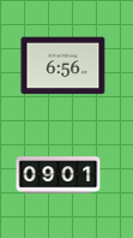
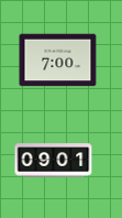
clock at (64, 66): 6:56 -> 7:00
